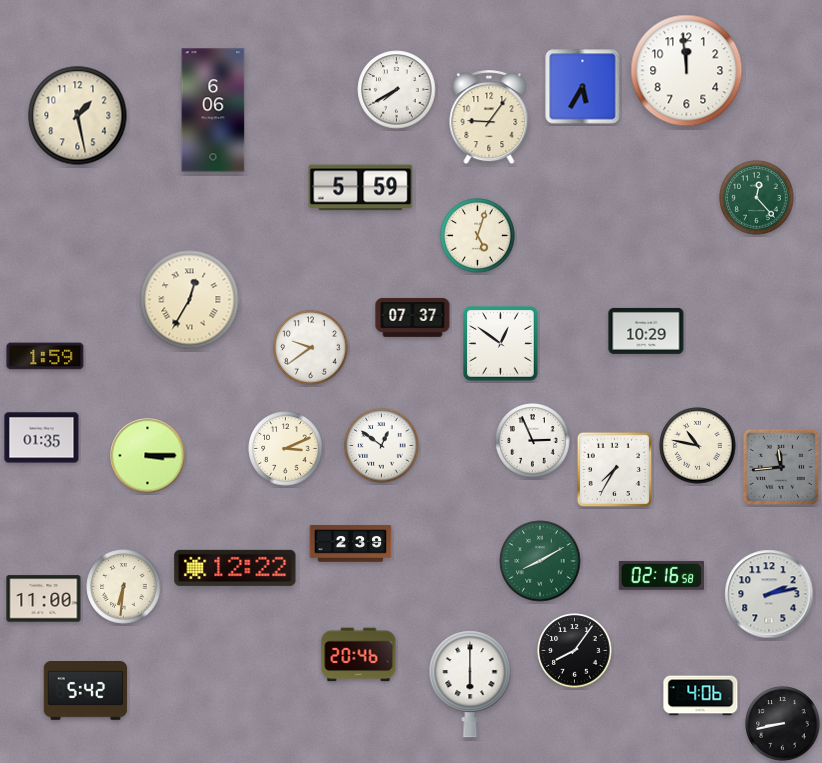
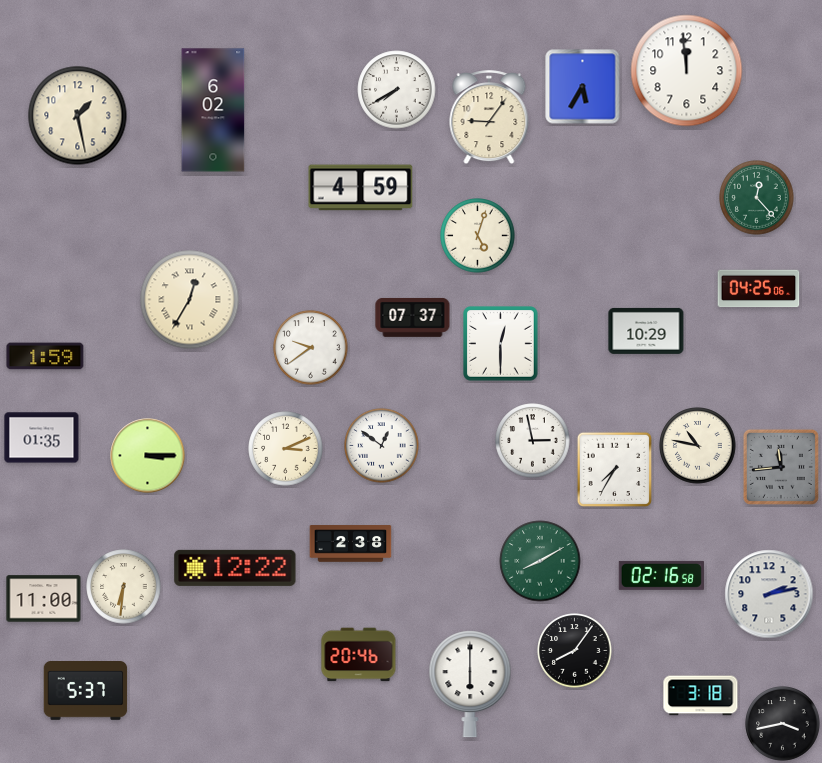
clock at (213, 110): 6:06 -> 6:02
clock at (361, 188): 5:59 -> 4:59
clock at (759, 289): none -> 04:25
clock at (501, 344): 12:51 -> 12:30
clock at (533, 441): 2:56 -> 2:58
clock at (351, 544): 2:39 -> 2:38
clock at (86, 691): 5:42 -> 5:37
clock at (701, 696): 4:06 -> 3:18
clock at (783, 724): 8:43 -> 3:43
